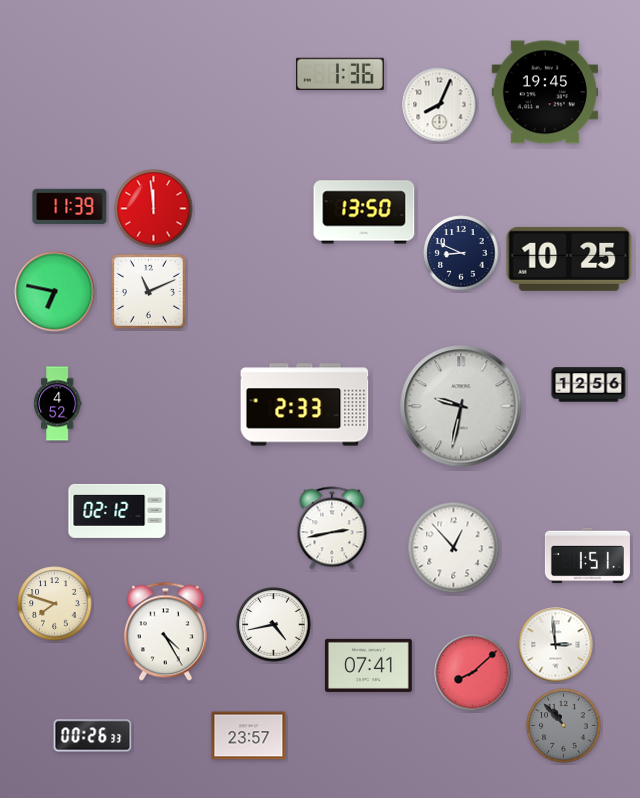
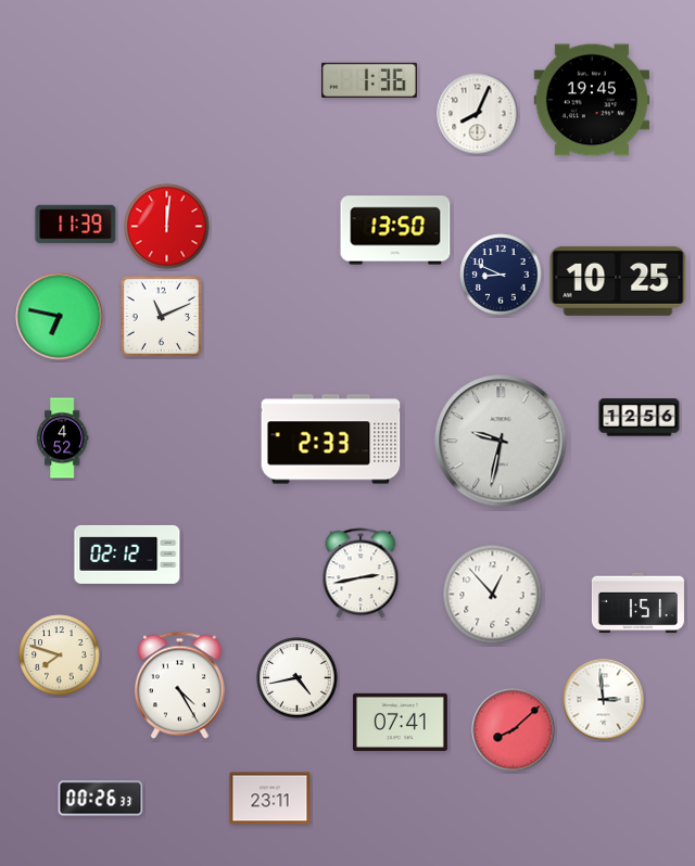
clock at (154, 209): 11:59 -> 12:01
clock at (564, 726): 10:53 -> none
clock at (249, 736): 23:57 -> 23:11
